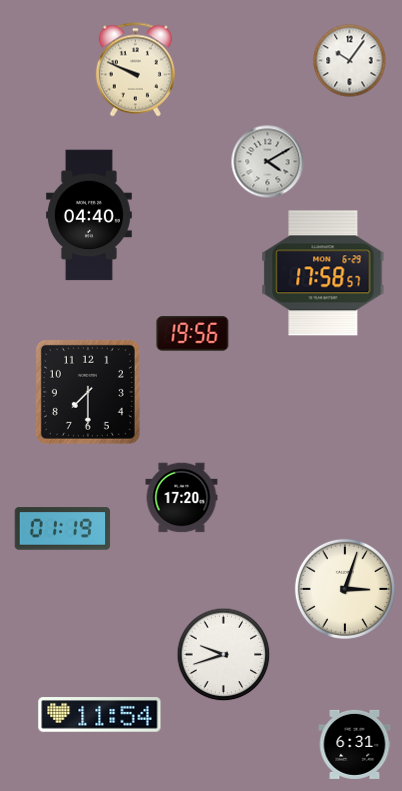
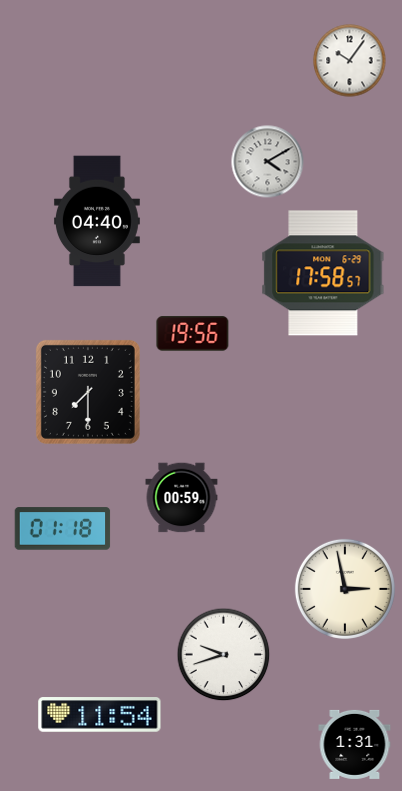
clock at (135, 70): 9:49 -> none
clock at (89, 215) position: (89, 215) -> (97, 221)
clock at (182, 498): 17:20 -> 00:59
clock at (63, 529): 01:19 -> 01:18
clock at (345, 589): 3:03 -> 2:58
clock at (355, 744): 6:31 -> 1:31
